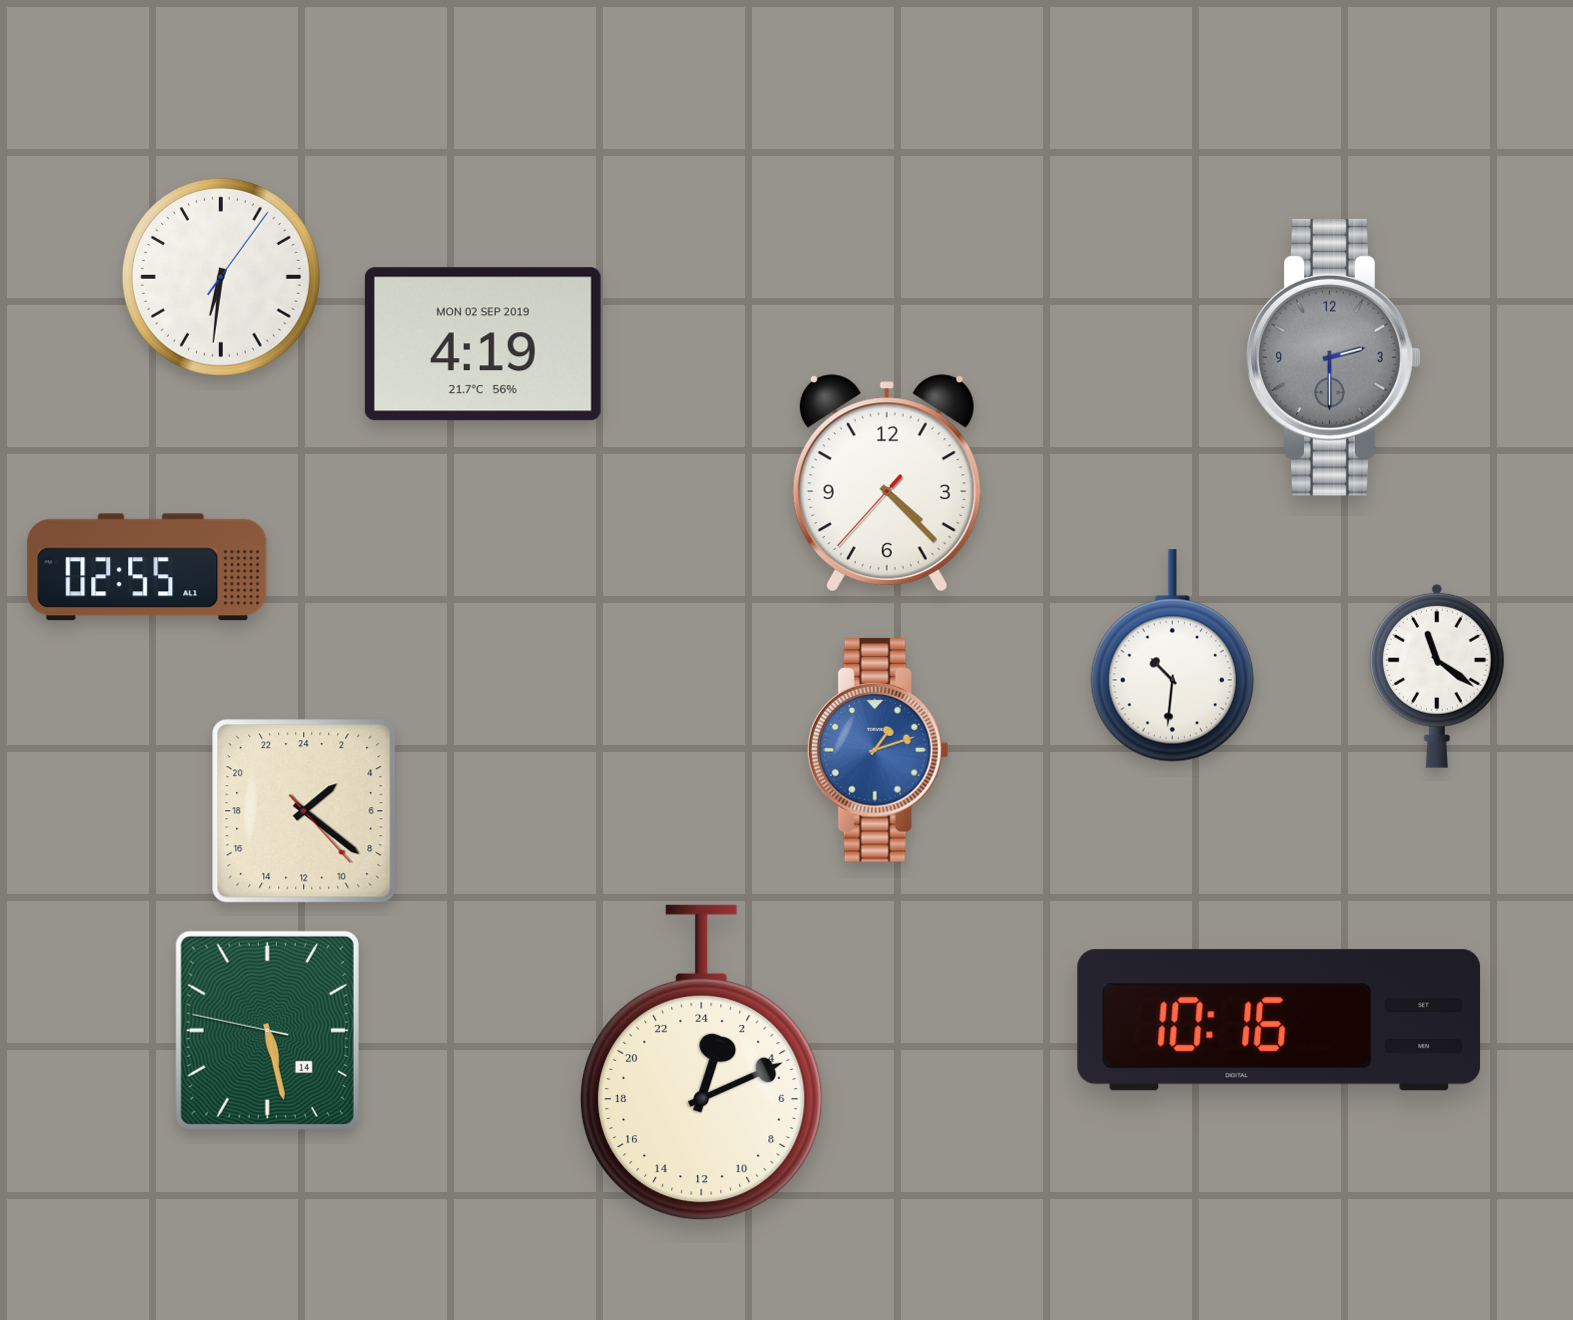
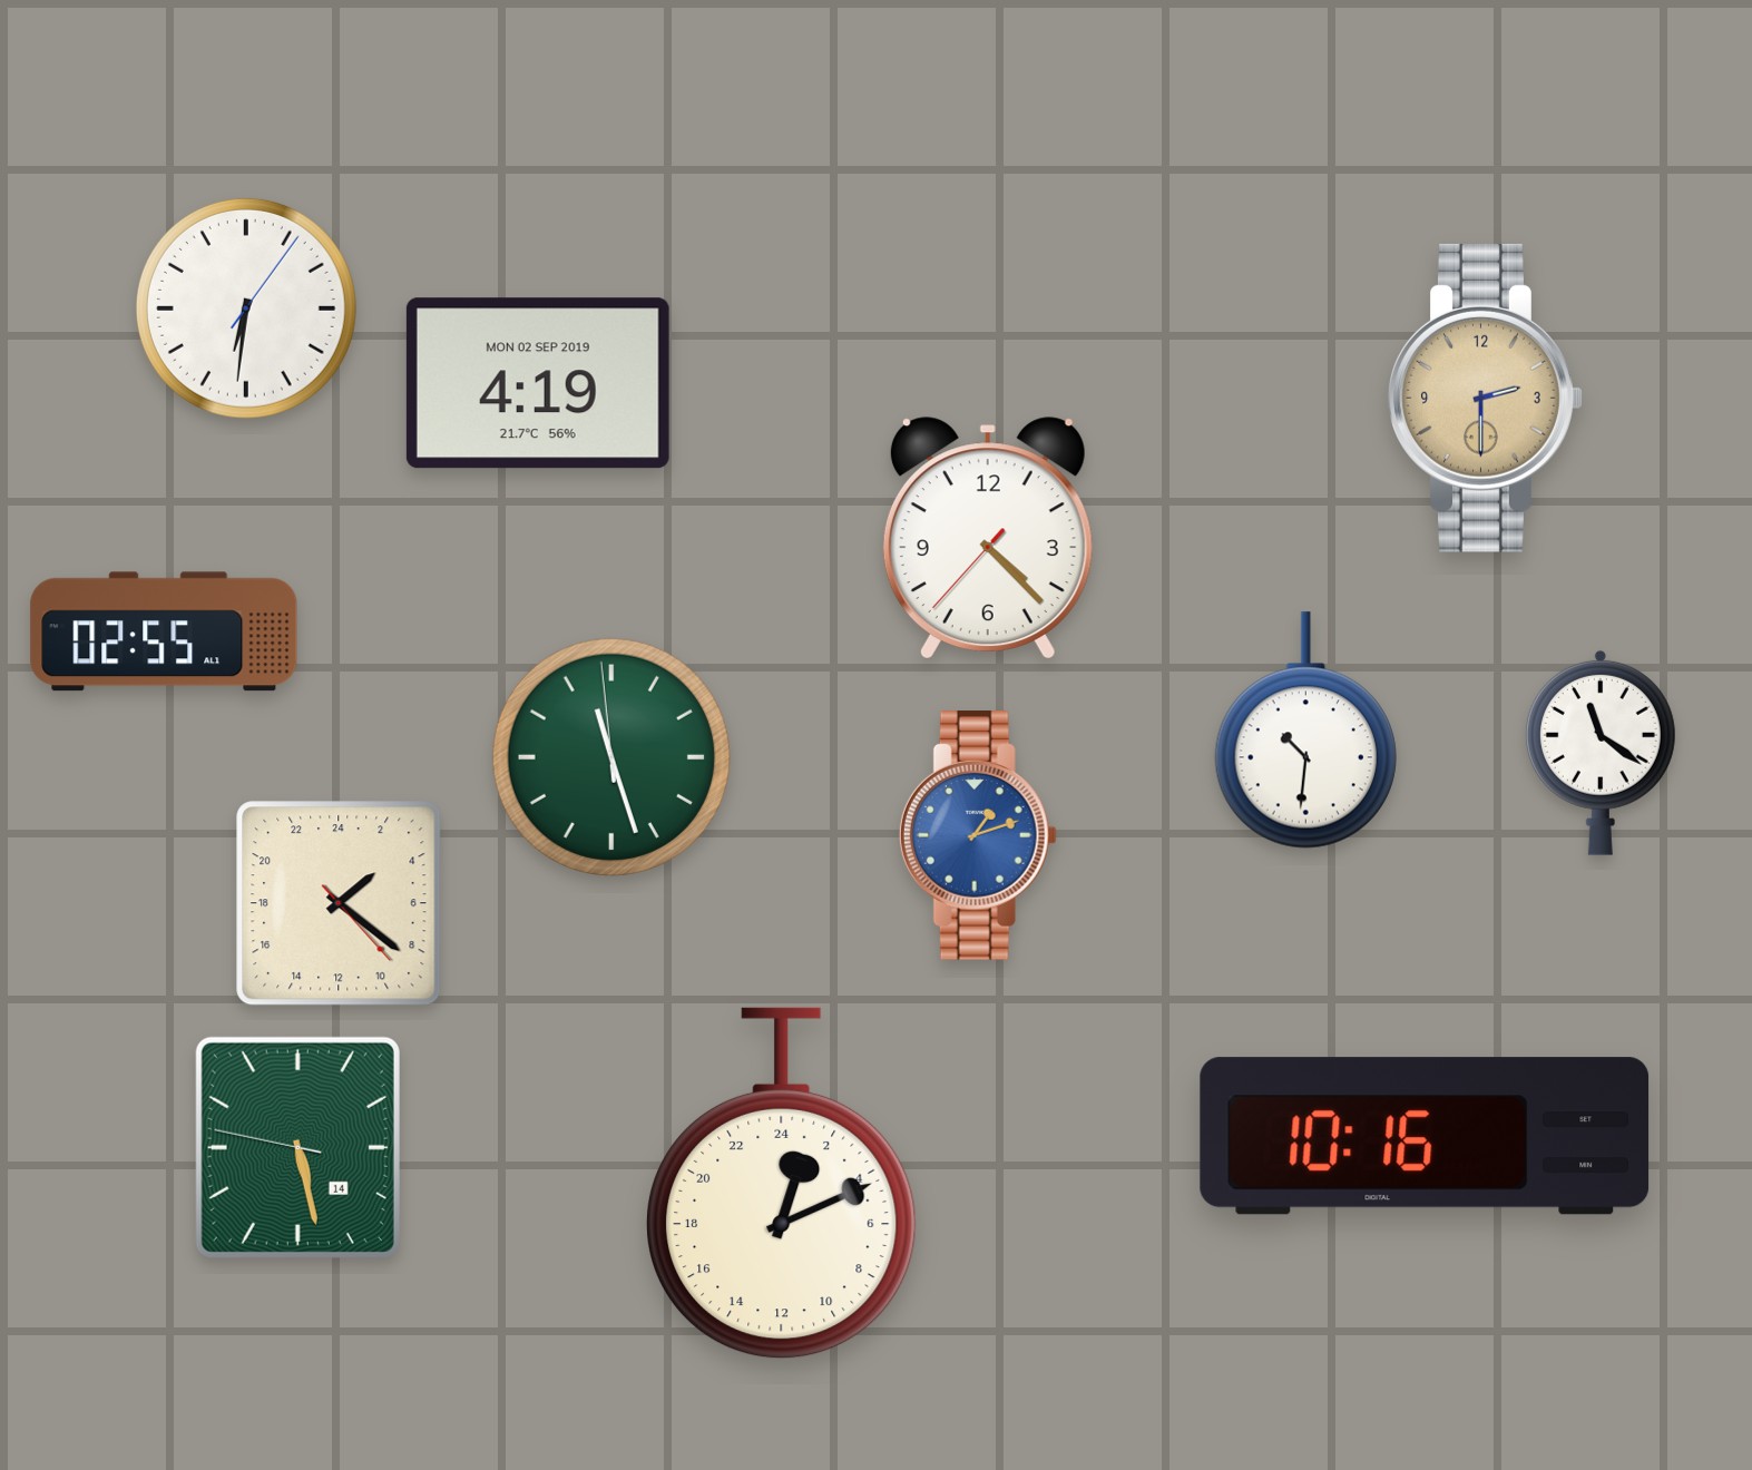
clock at (1334, 357) dial: grey -> champagne
clock at (611, 757): none -> 11:26
